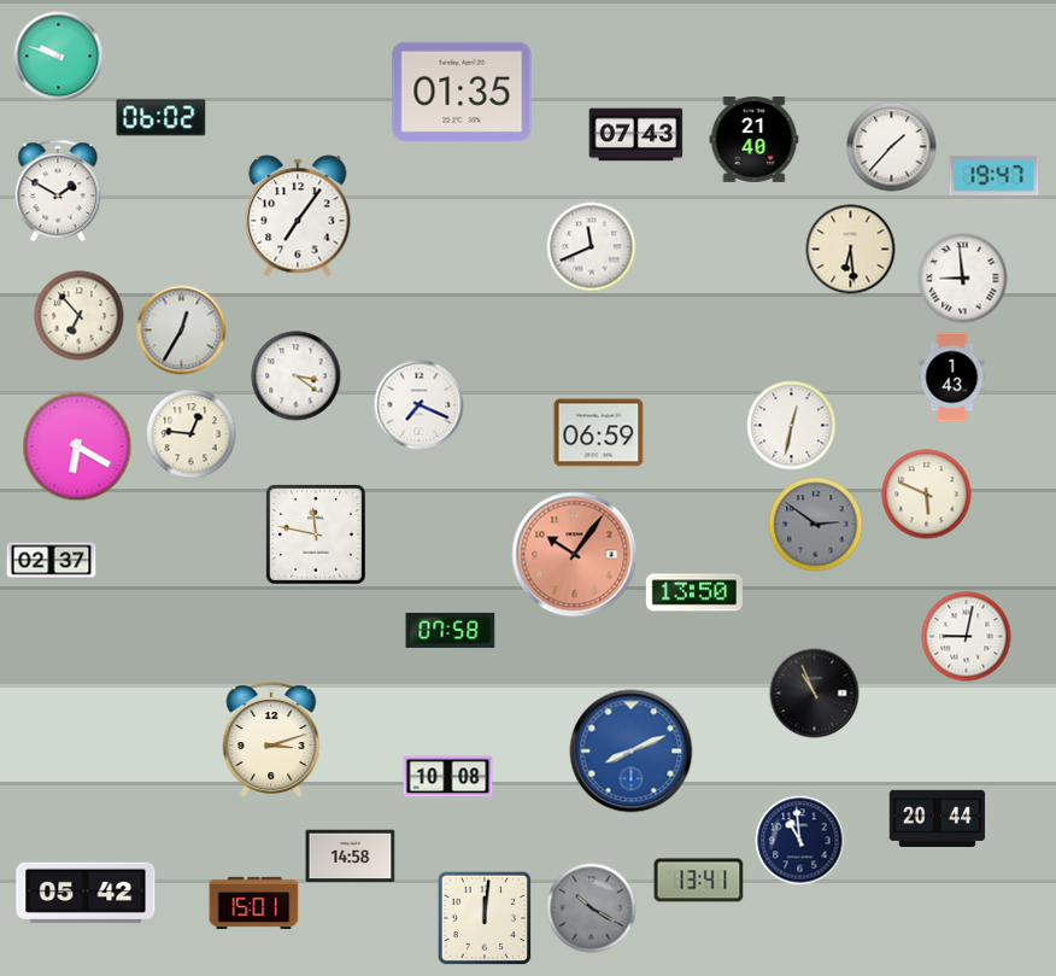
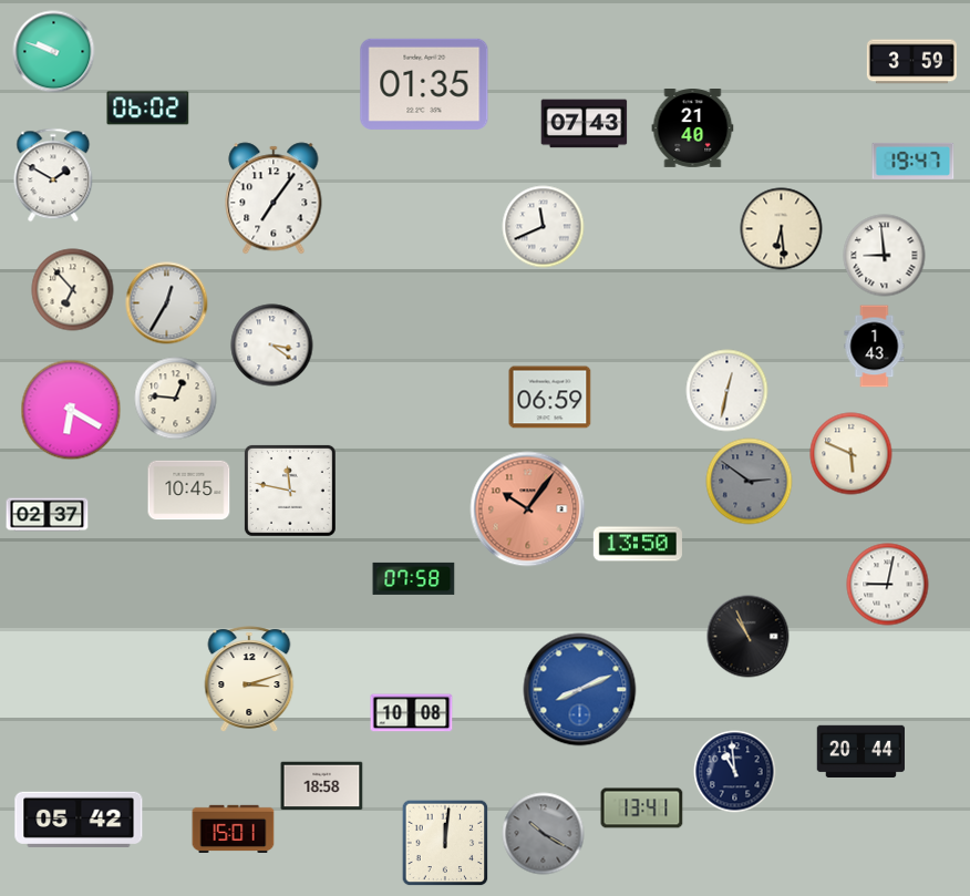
clock at (911, 62): none -> 3:59
clock at (892, 147): 1:37 -> none
clock at (420, 405): 7:19 -> none
clock at (189, 491): none -> 10:45
clock at (351, 857): 14:58 -> 18:58
